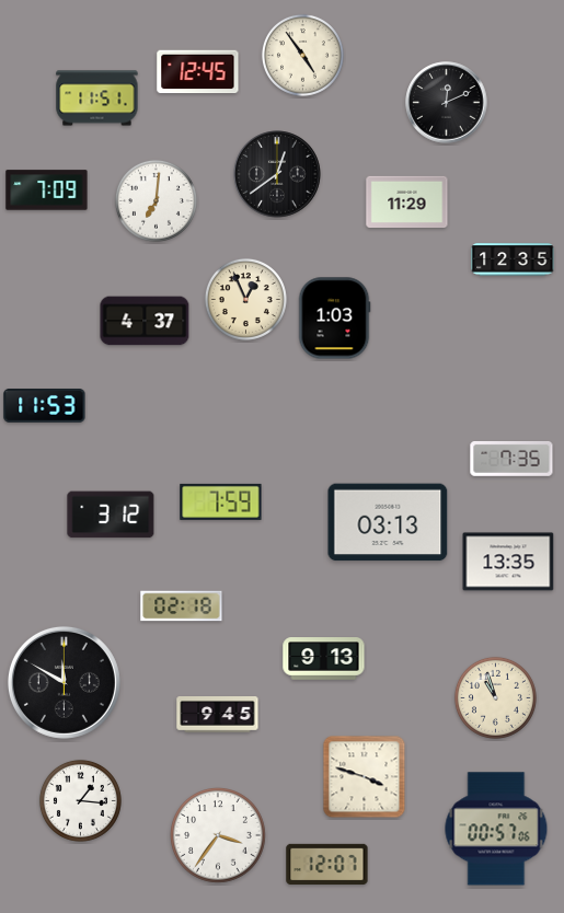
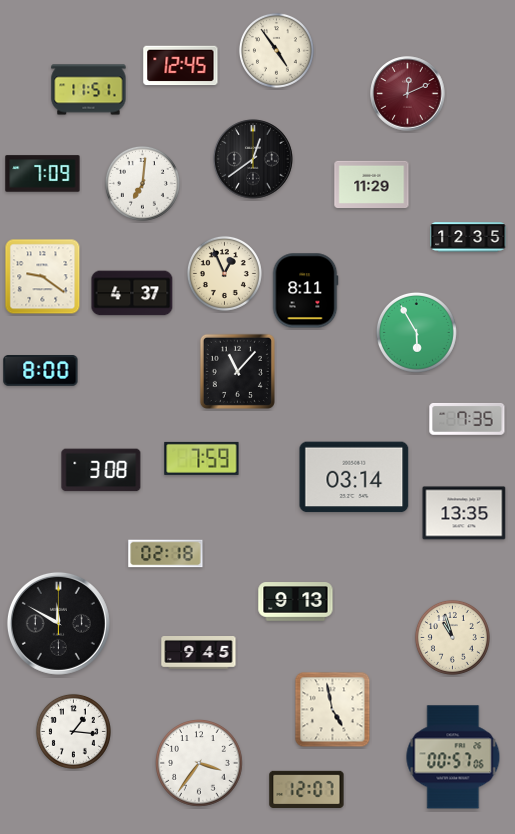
clock at (447, 103) dial: black -> burgundy
clock at (43, 277): none -> 9:21
clock at (334, 319): 1:03 -> 8:11
clock at (416, 332): none -> 5:55
clock at (45, 406): 11:53 -> 8:00
clock at (237, 371): none -> 11:07
clock at (111, 515): 3:12 -> 3:08
clock at (388, 522): 03:13 -> 03:14
clock at (365, 777): 3:48 -> 4:58
clock at (327, 864) position: (327, 864) -> (307, 789)
